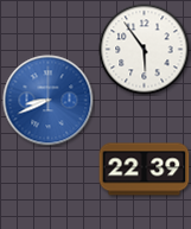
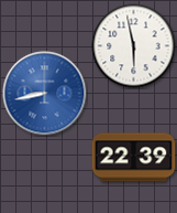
clock at (145, 50): 5:54 -> 5:58
clock at (49, 101): 8:41 -> 8:43
